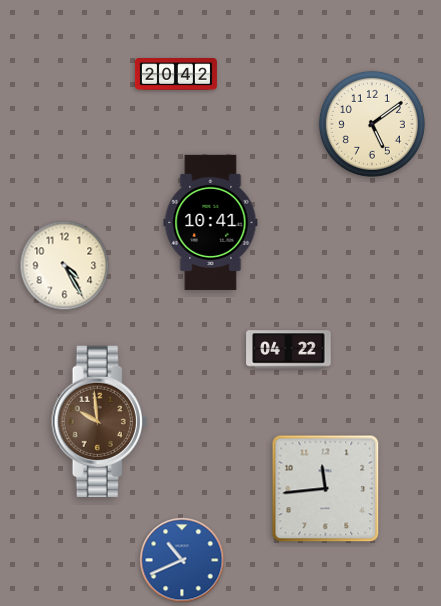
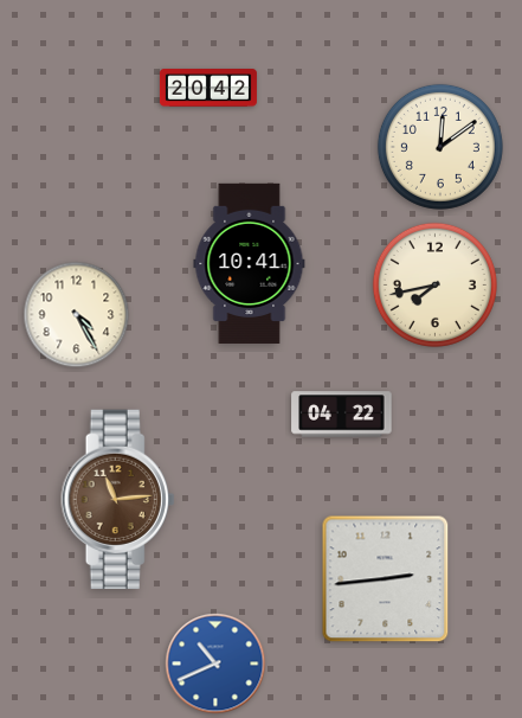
clock at (372, 124): 5:09 -> 12:09
clock at (434, 284): none -> 7:43
clock at (100, 422): 9:59 -> 11:14
clock at (326, 489): 11:44 -> 2:44
